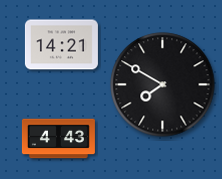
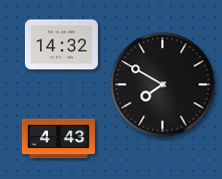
clock at (61, 45): 14:21 -> 14:32
